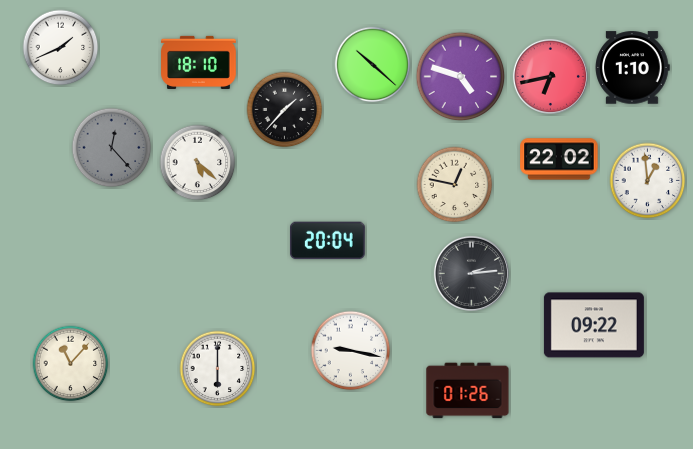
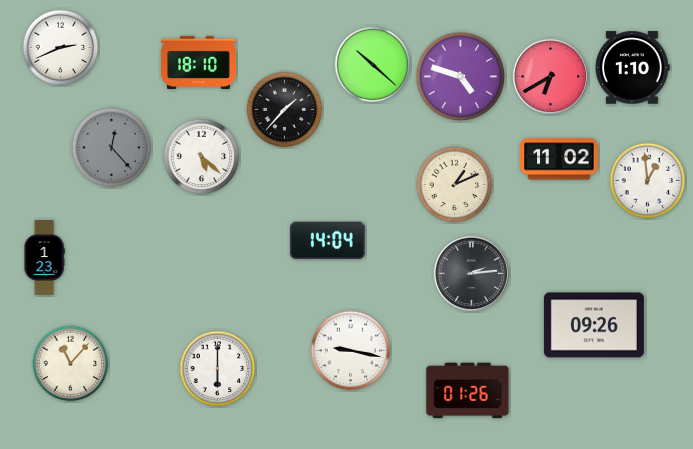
clock at (61, 48): 1:41 -> 2:41
clock at (550, 76): 6:43 -> 6:40
clock at (559, 159): 22:02 -> 11:02
clock at (198, 163) position: (198, 163) -> (202, 157)
clock at (455, 185): 12:47 -> 1:11
clock at (328, 241): 20:04 -> 14:04
clock at (44, 258): none -> 1:23
clock at (594, 325): 09:22 -> 09:26
